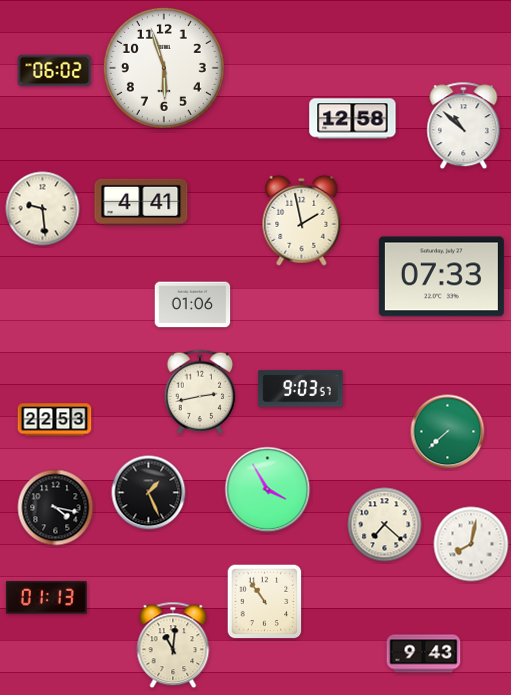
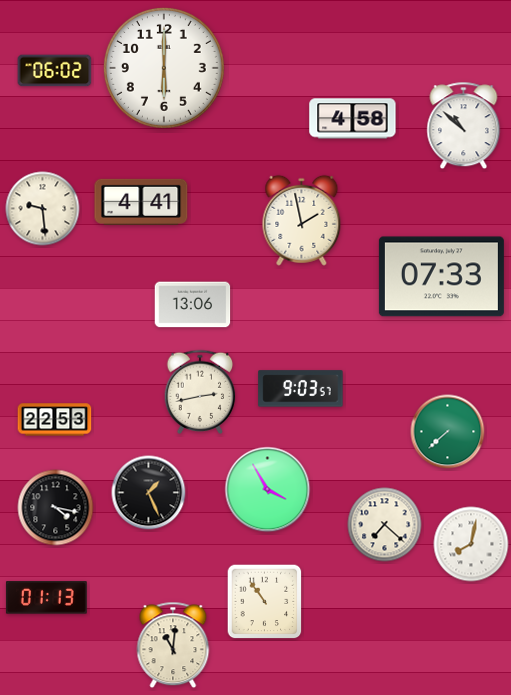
clock at (164, 68): 5:57 -> 6:00
clock at (353, 119): 12:58 -> 4:58
clock at (193, 305): 01:06 -> 13:06
clock at (424, 654): 9:43 -> none
